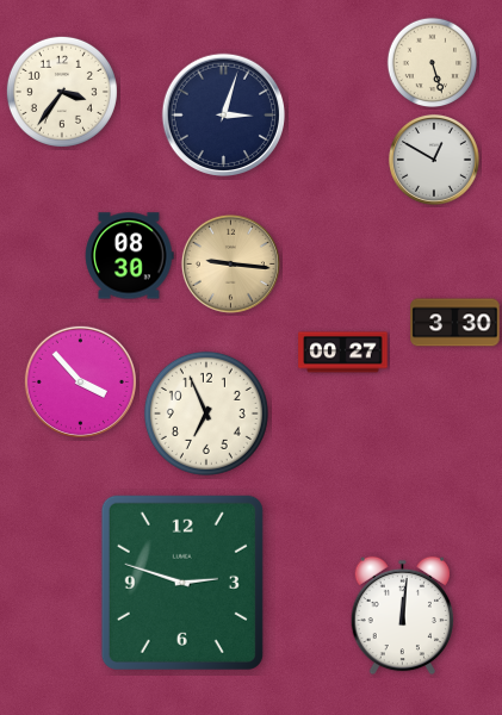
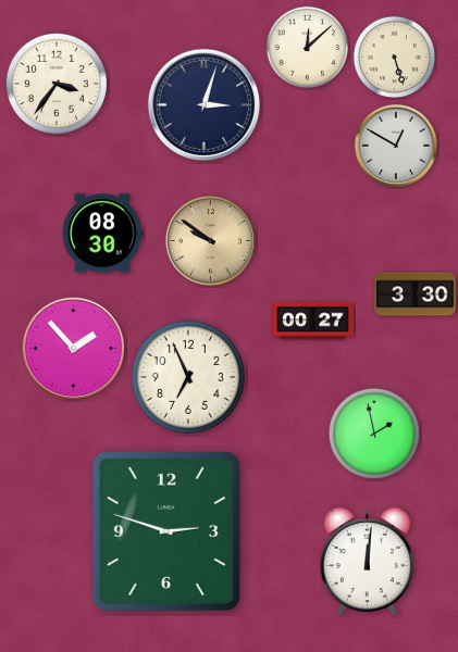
clock at (308, 48): none -> 12:08
clock at (130, 256) position: (130, 256) -> (103, 234)
clock at (230, 263): 9:16 -> 9:51
clock at (80, 381): 3:53 -> 1:53
clock at (374, 434): none -> 1:58
